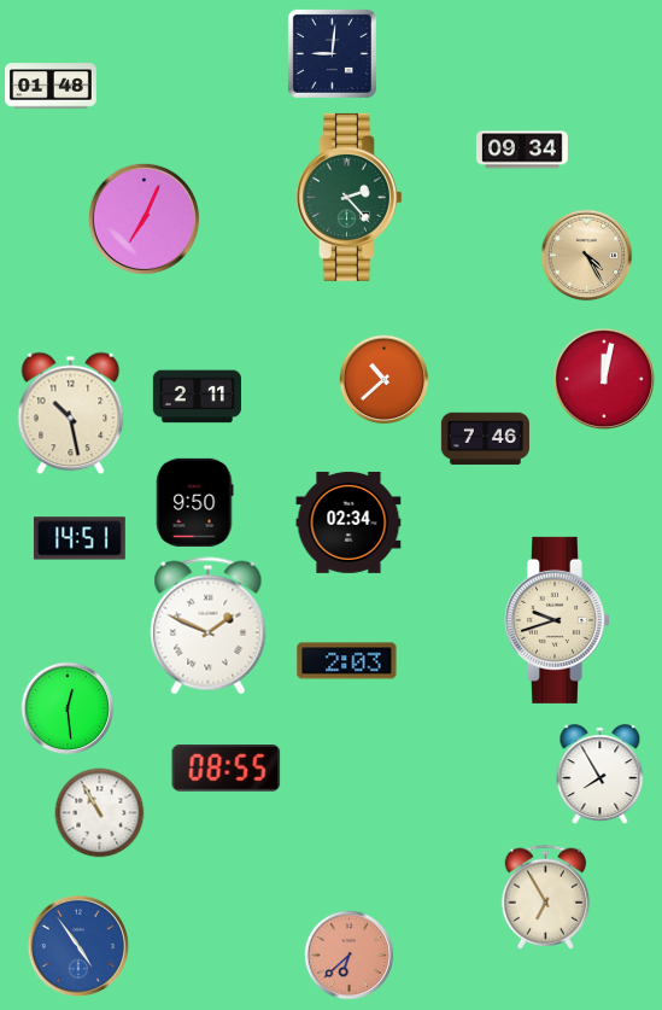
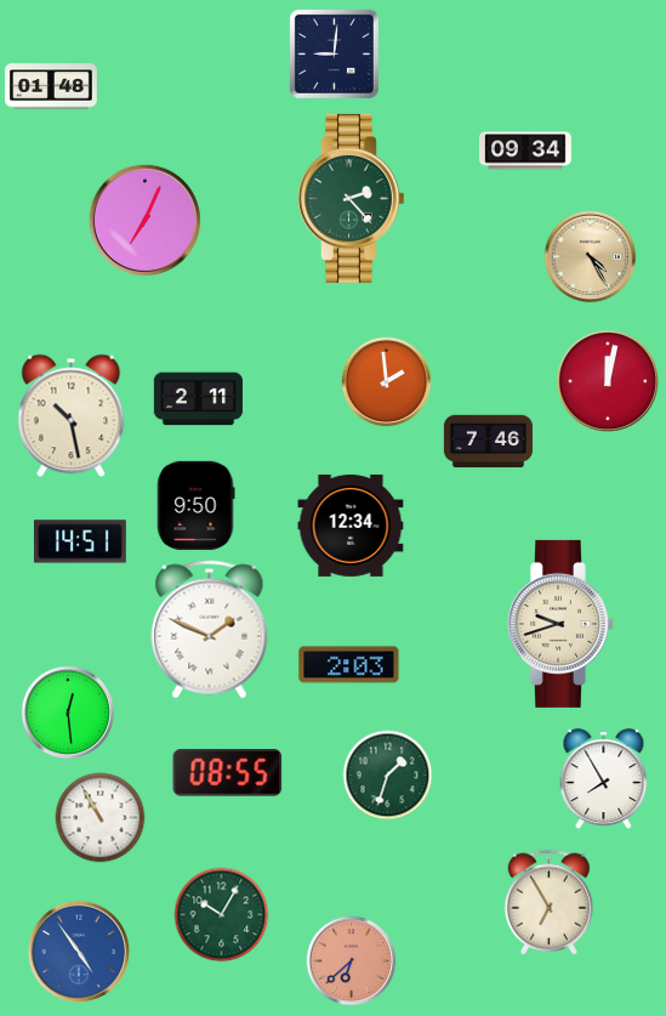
clock at (385, 380): 10:38 -> 1:59
clock at (348, 522): 02:34 -> 12:34
clock at (388, 776): none -> 1:33
clock at (222, 915): none -> 10:05
